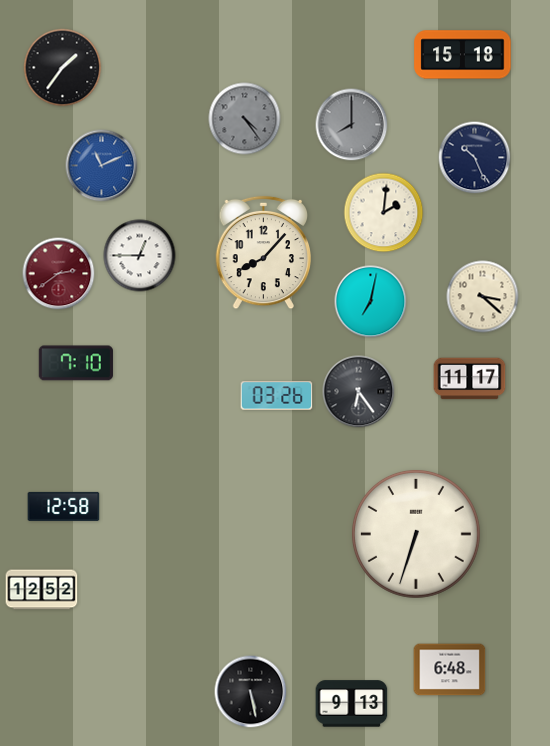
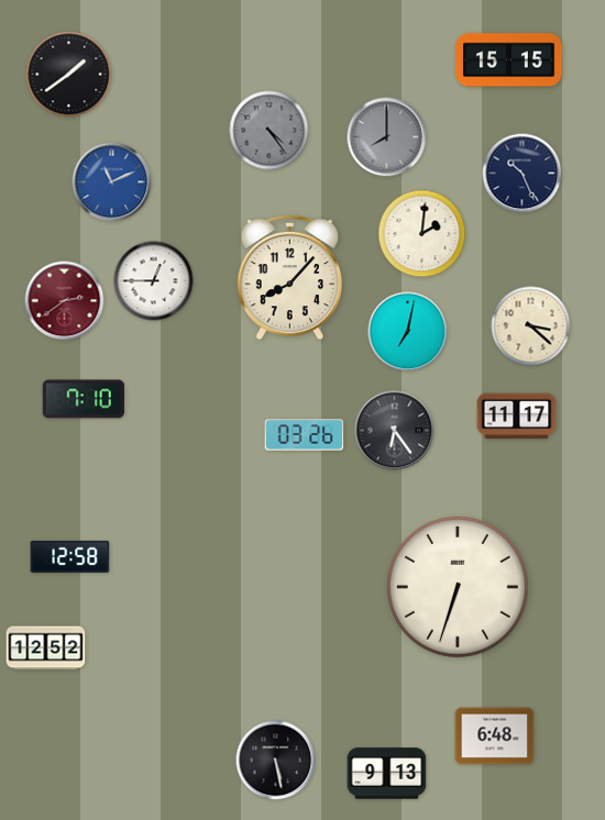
clock at (463, 55): 15:18 -> 15:15
clock at (63, 68): 1:36 -> 1:39
